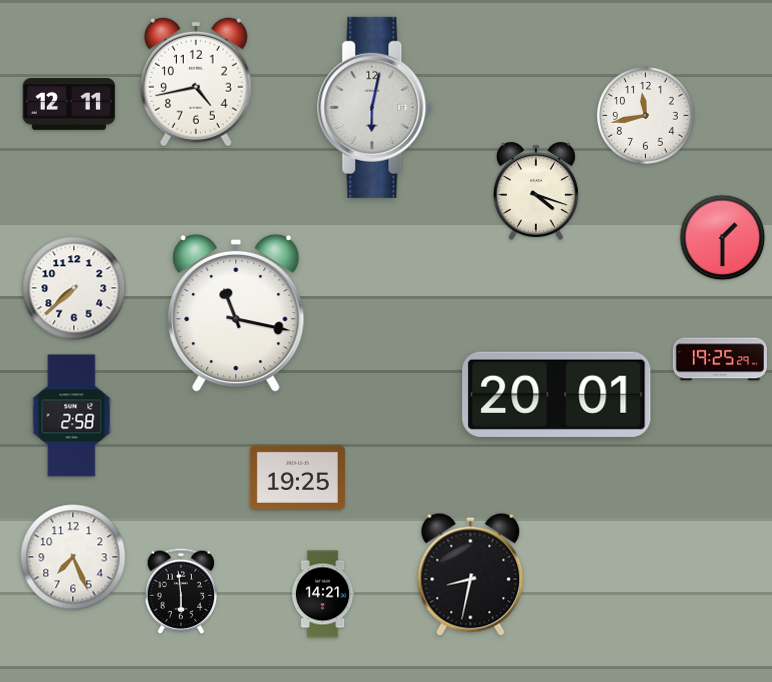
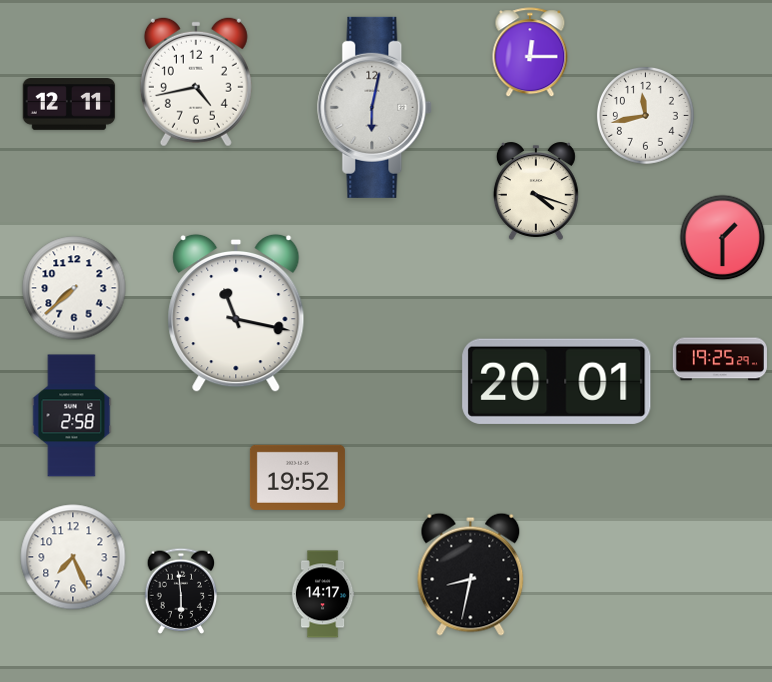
clock at (530, 53): none -> 12:15
clock at (557, 394) position: (557, 394) -> (557, 381)
clock at (297, 477): 19:25 -> 19:52
clock at (323, 594): 14:21 -> 14:17
